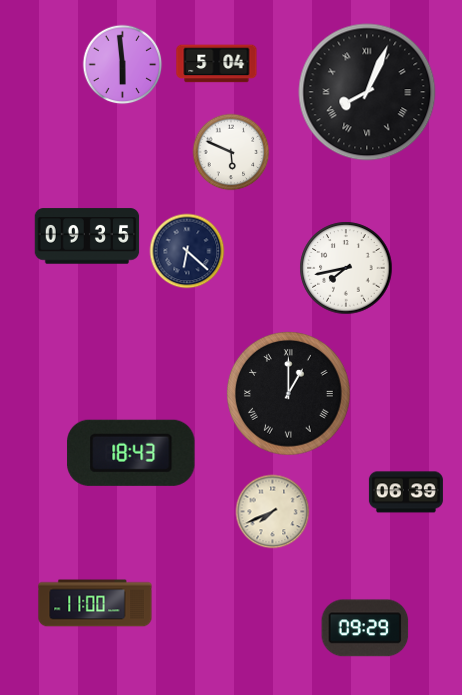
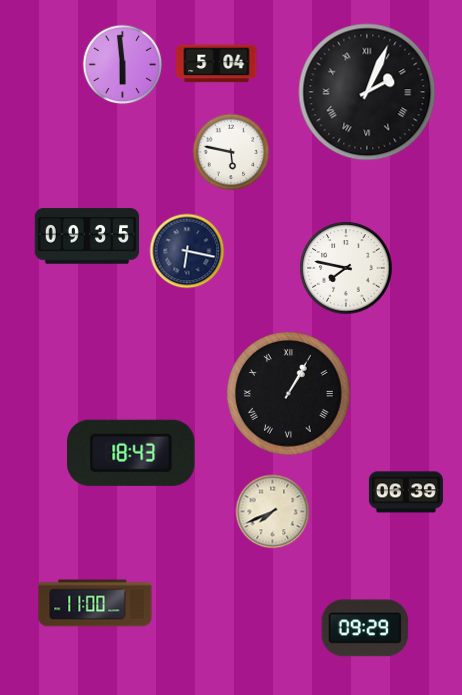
clock at (367, 92): 8:04 -> 2:04
clock at (231, 152): 5:49 -> 5:47
clock at (187, 251): 6:22 -> 6:17
clock at (346, 268): 7:43 -> 7:47
clock at (289, 394): 1:00 -> 1:05
